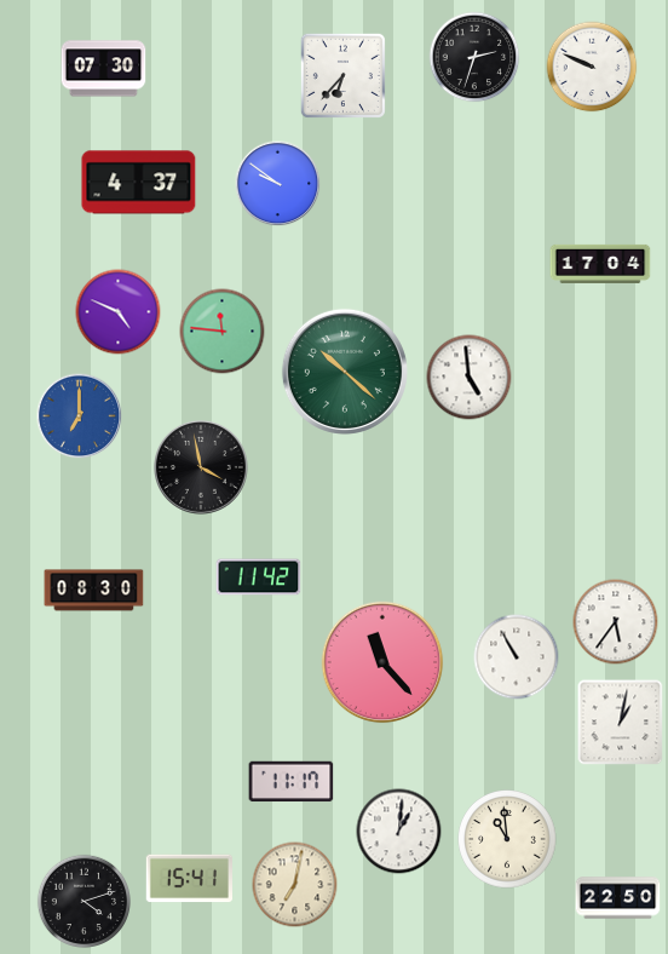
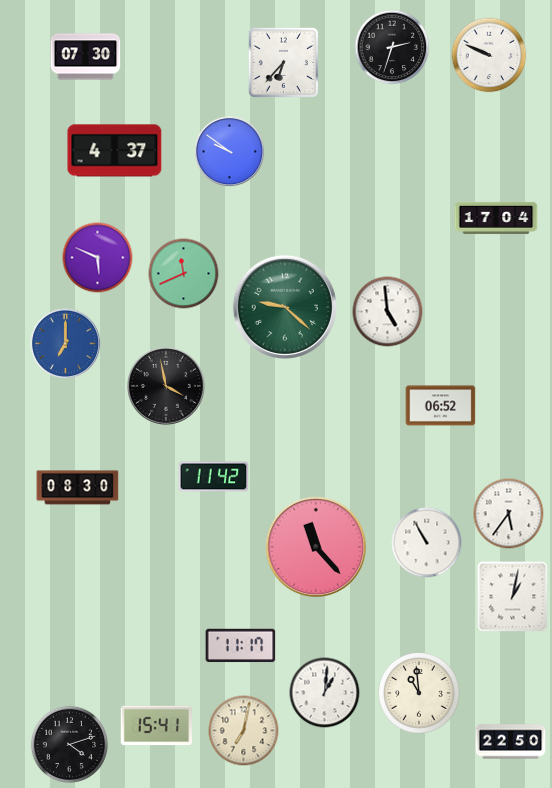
clock at (119, 312): 4:49 -> 5:49
clock at (223, 332): 11:46 -> 11:41
clock at (345, 372): 10:22 -> 9:22
clock at (441, 406): none -> 06:52
clock at (399, 832) position: (399, 832) -> (325, 693)
